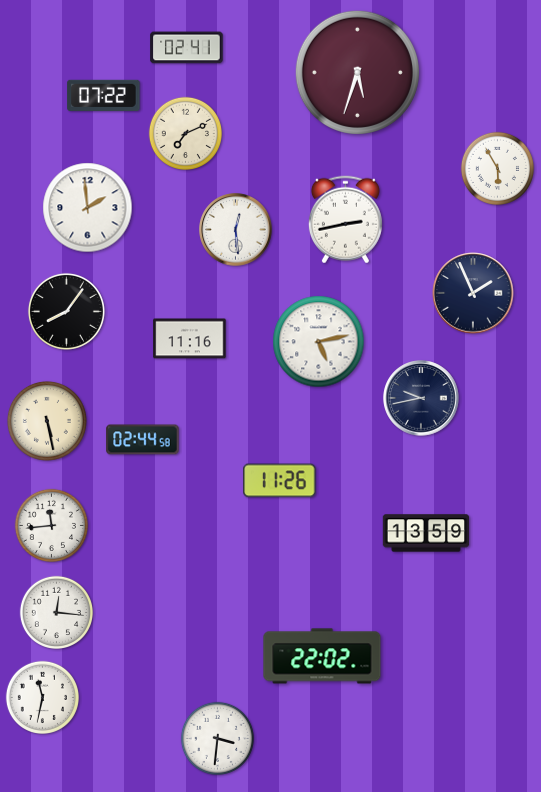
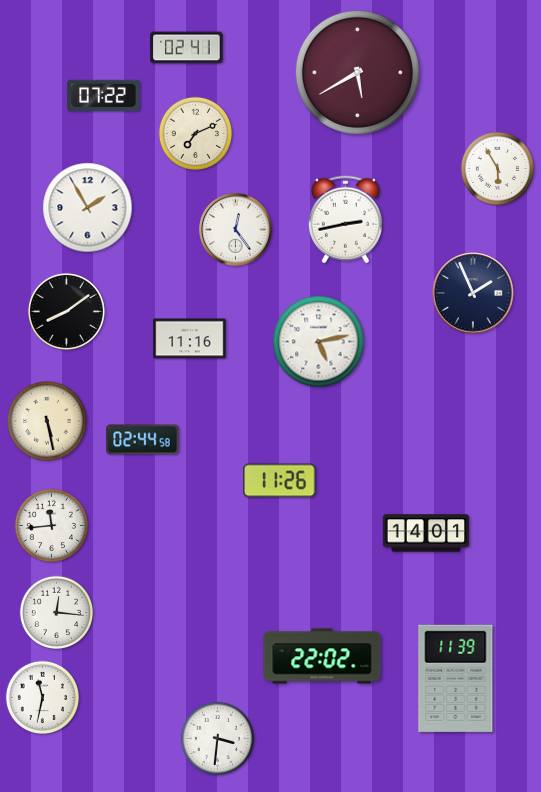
clock at (357, 72): 5:33 -> 5:40
clock at (185, 133) position: (185, 133) -> (195, 133)
clock at (88, 208): 1:59 -> 1:55
clock at (236, 230): 12:29 -> 12:24
clock at (66, 311): 8:06 -> 8:09
clock at (421, 398): 9:43 -> none
clock at (426, 533): 13:59 -> 14:01
clock at (456, 678): none -> 11:39
